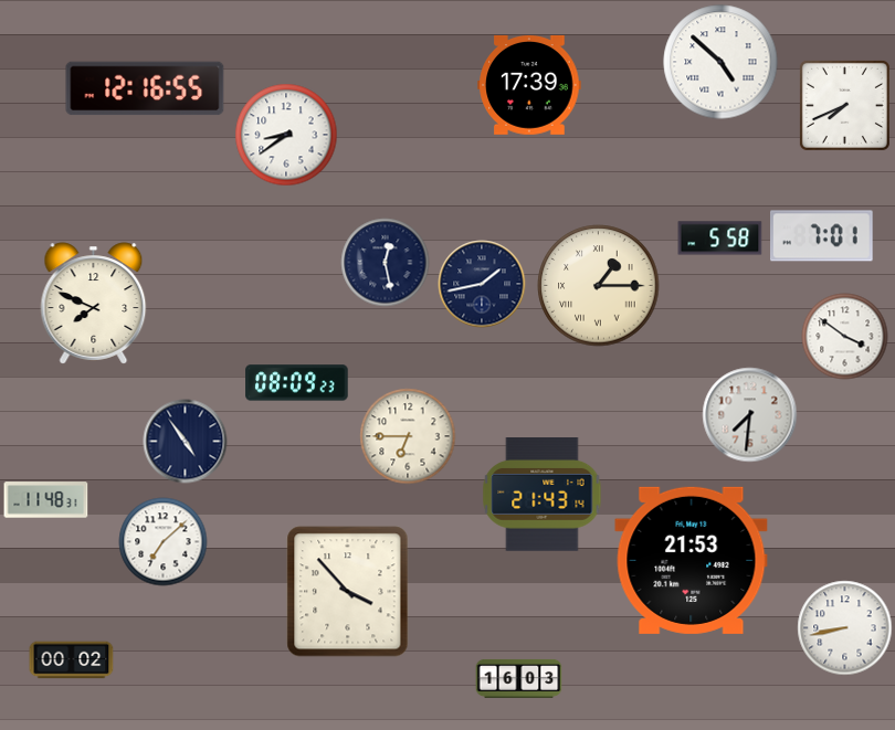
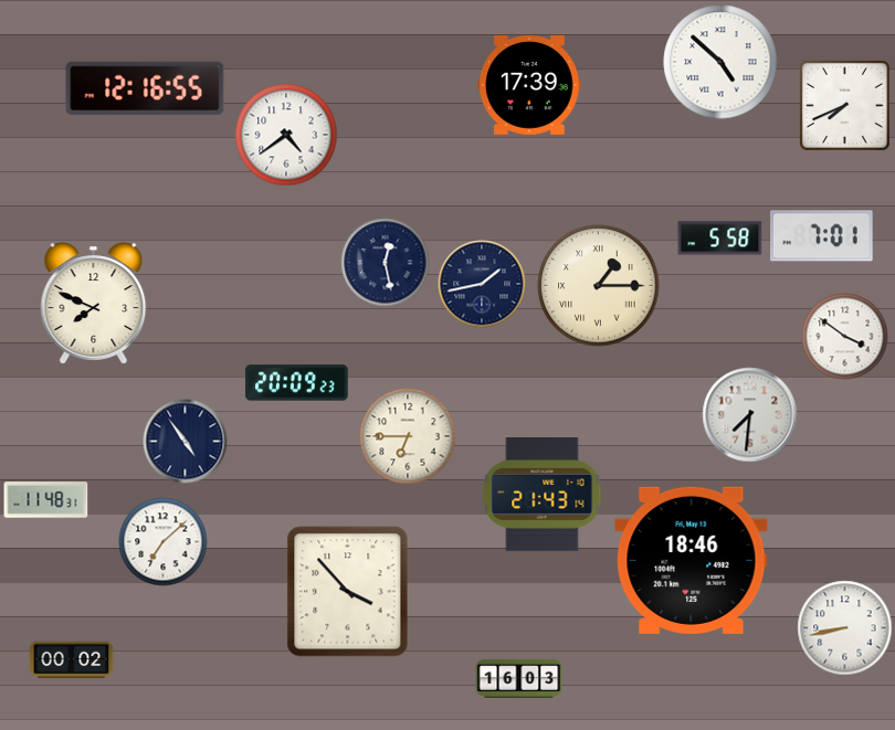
clock at (286, 135): 8:39 -> 4:39
clock at (297, 383): 08:09 -> 20:09
clock at (692, 560): 21:53 -> 18:46
